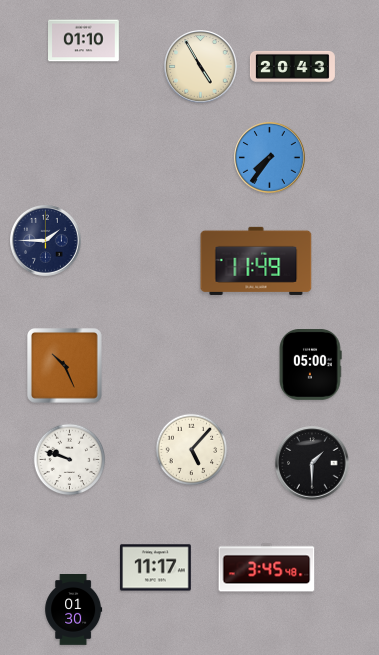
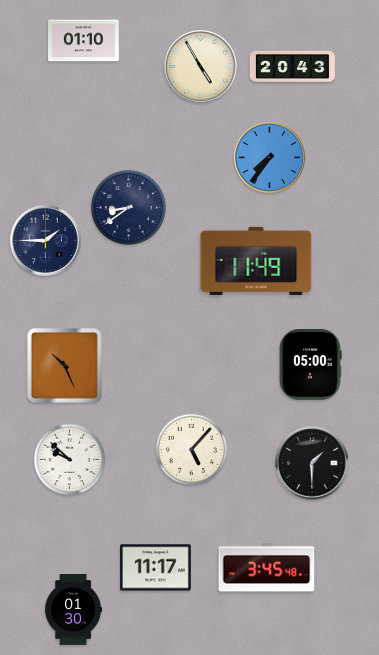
clock at (128, 207): none -> 8:39
clock at (70, 460): 9:48 -> 9:52
